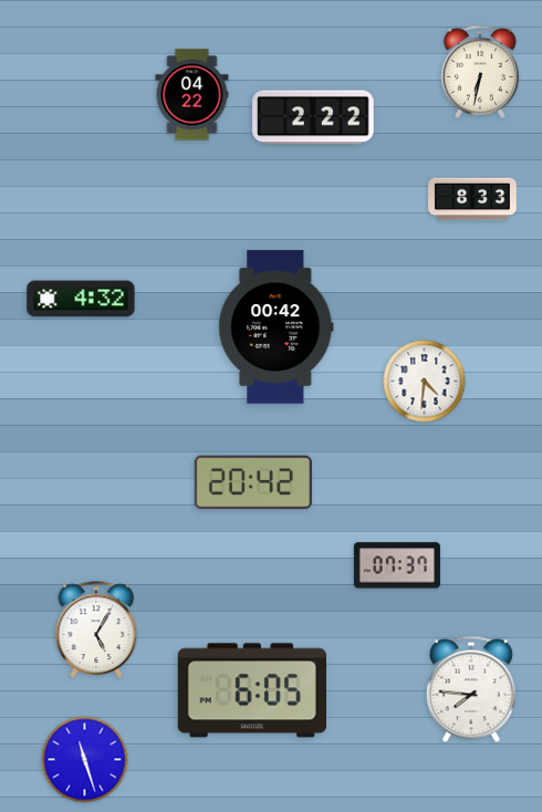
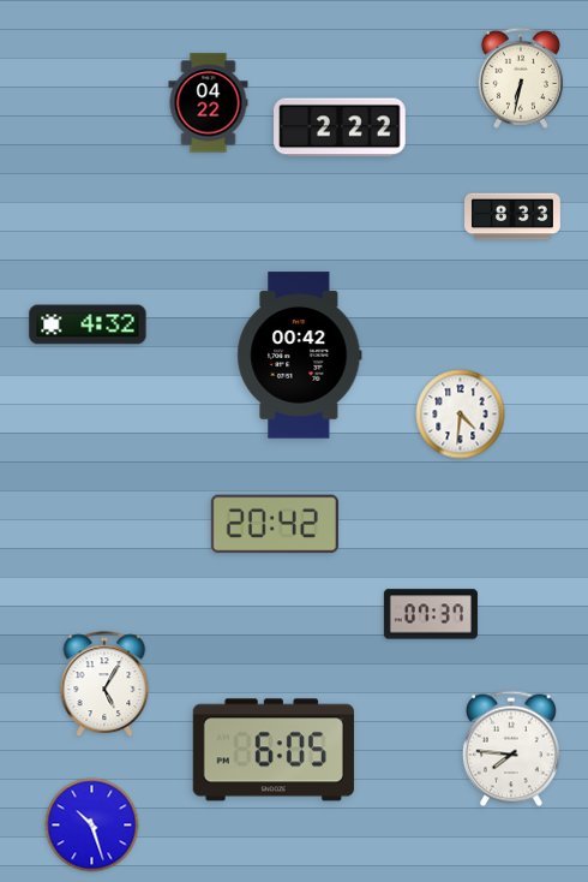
clock at (85, 760): 11:27 -> 10:27
